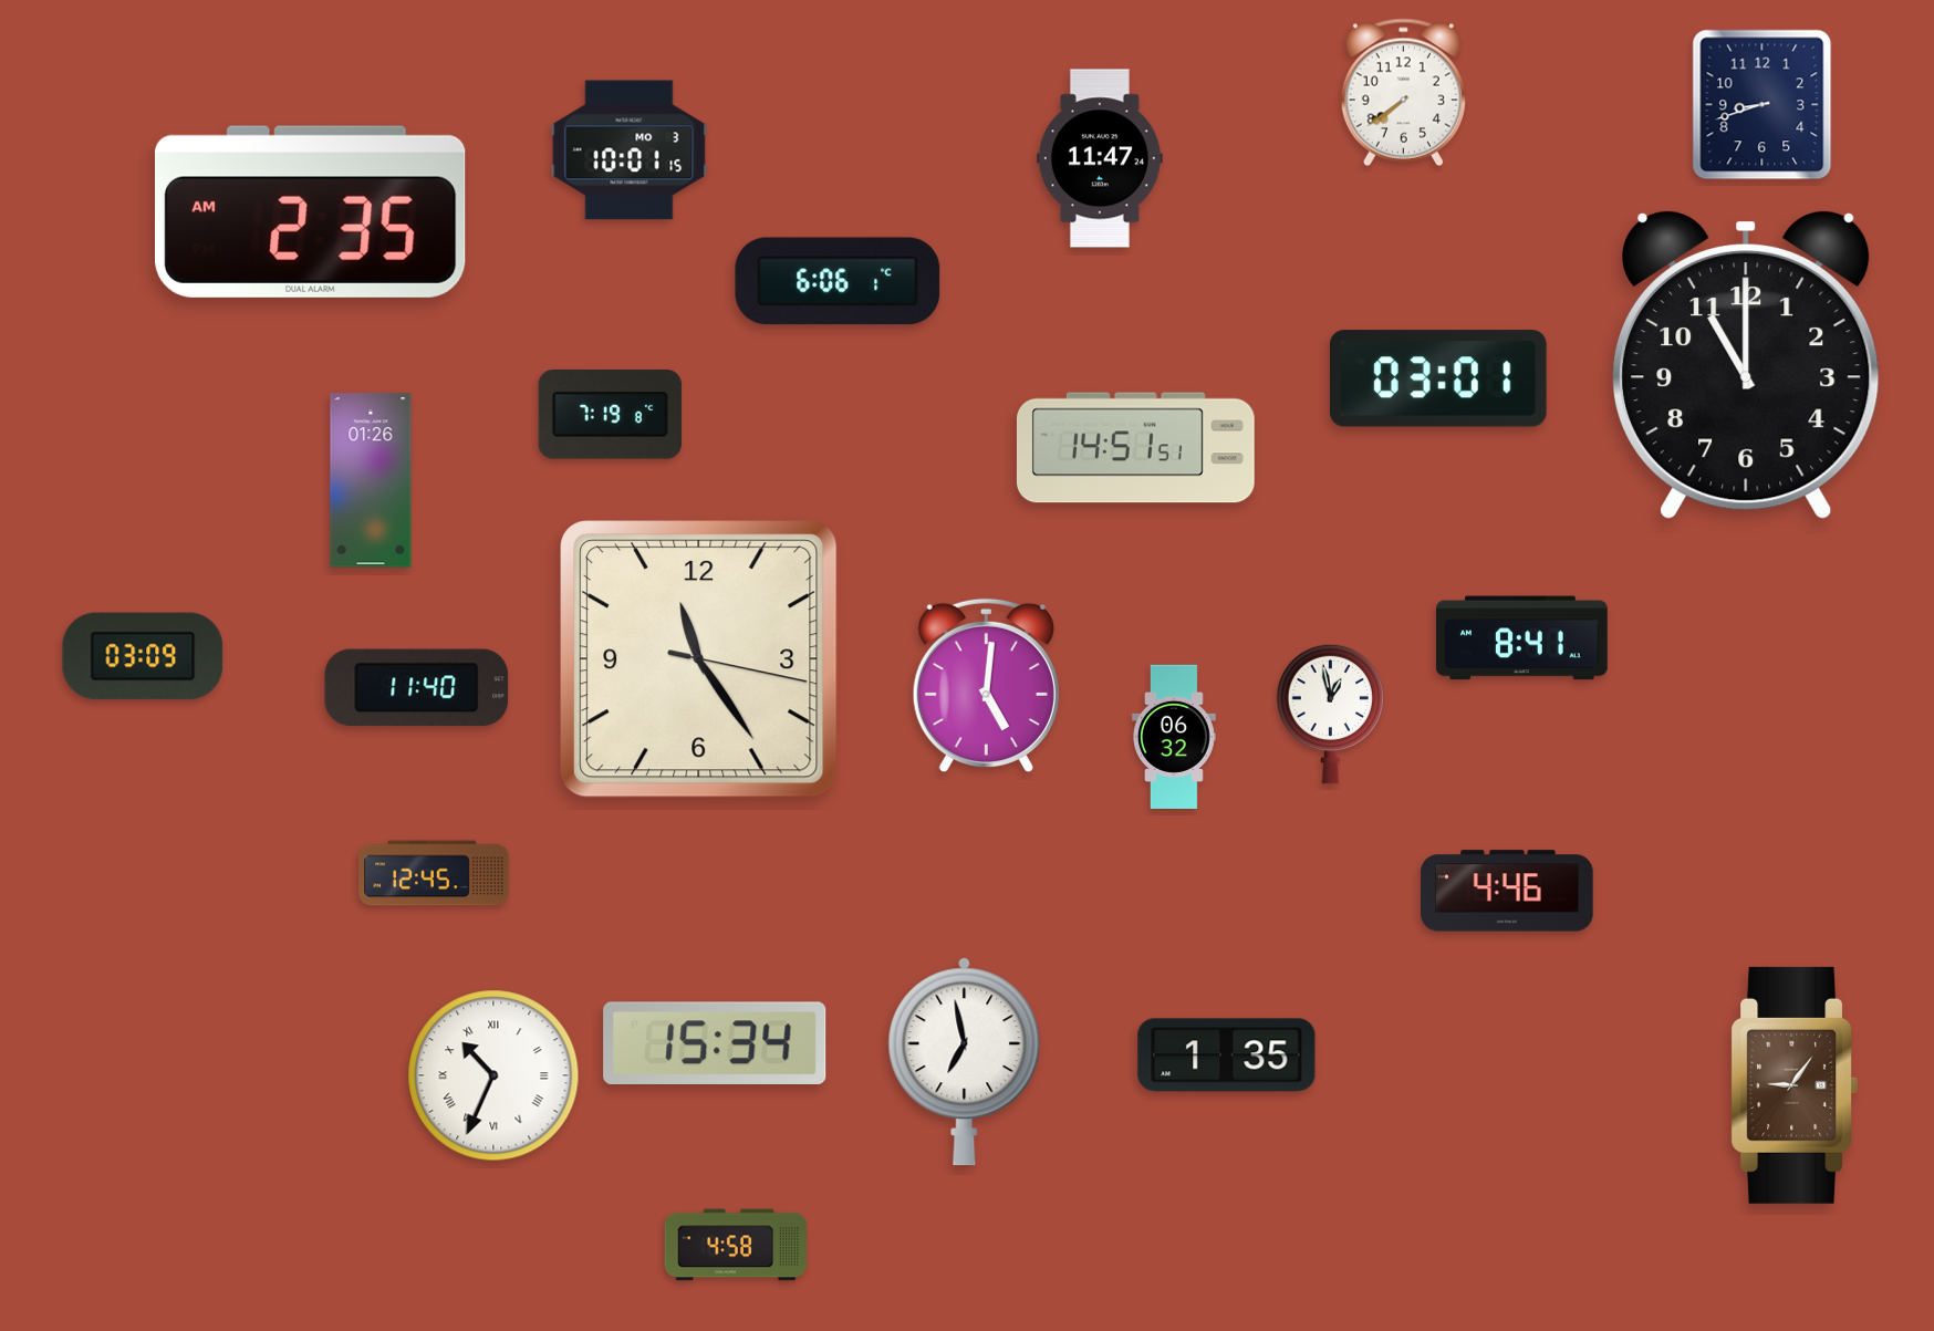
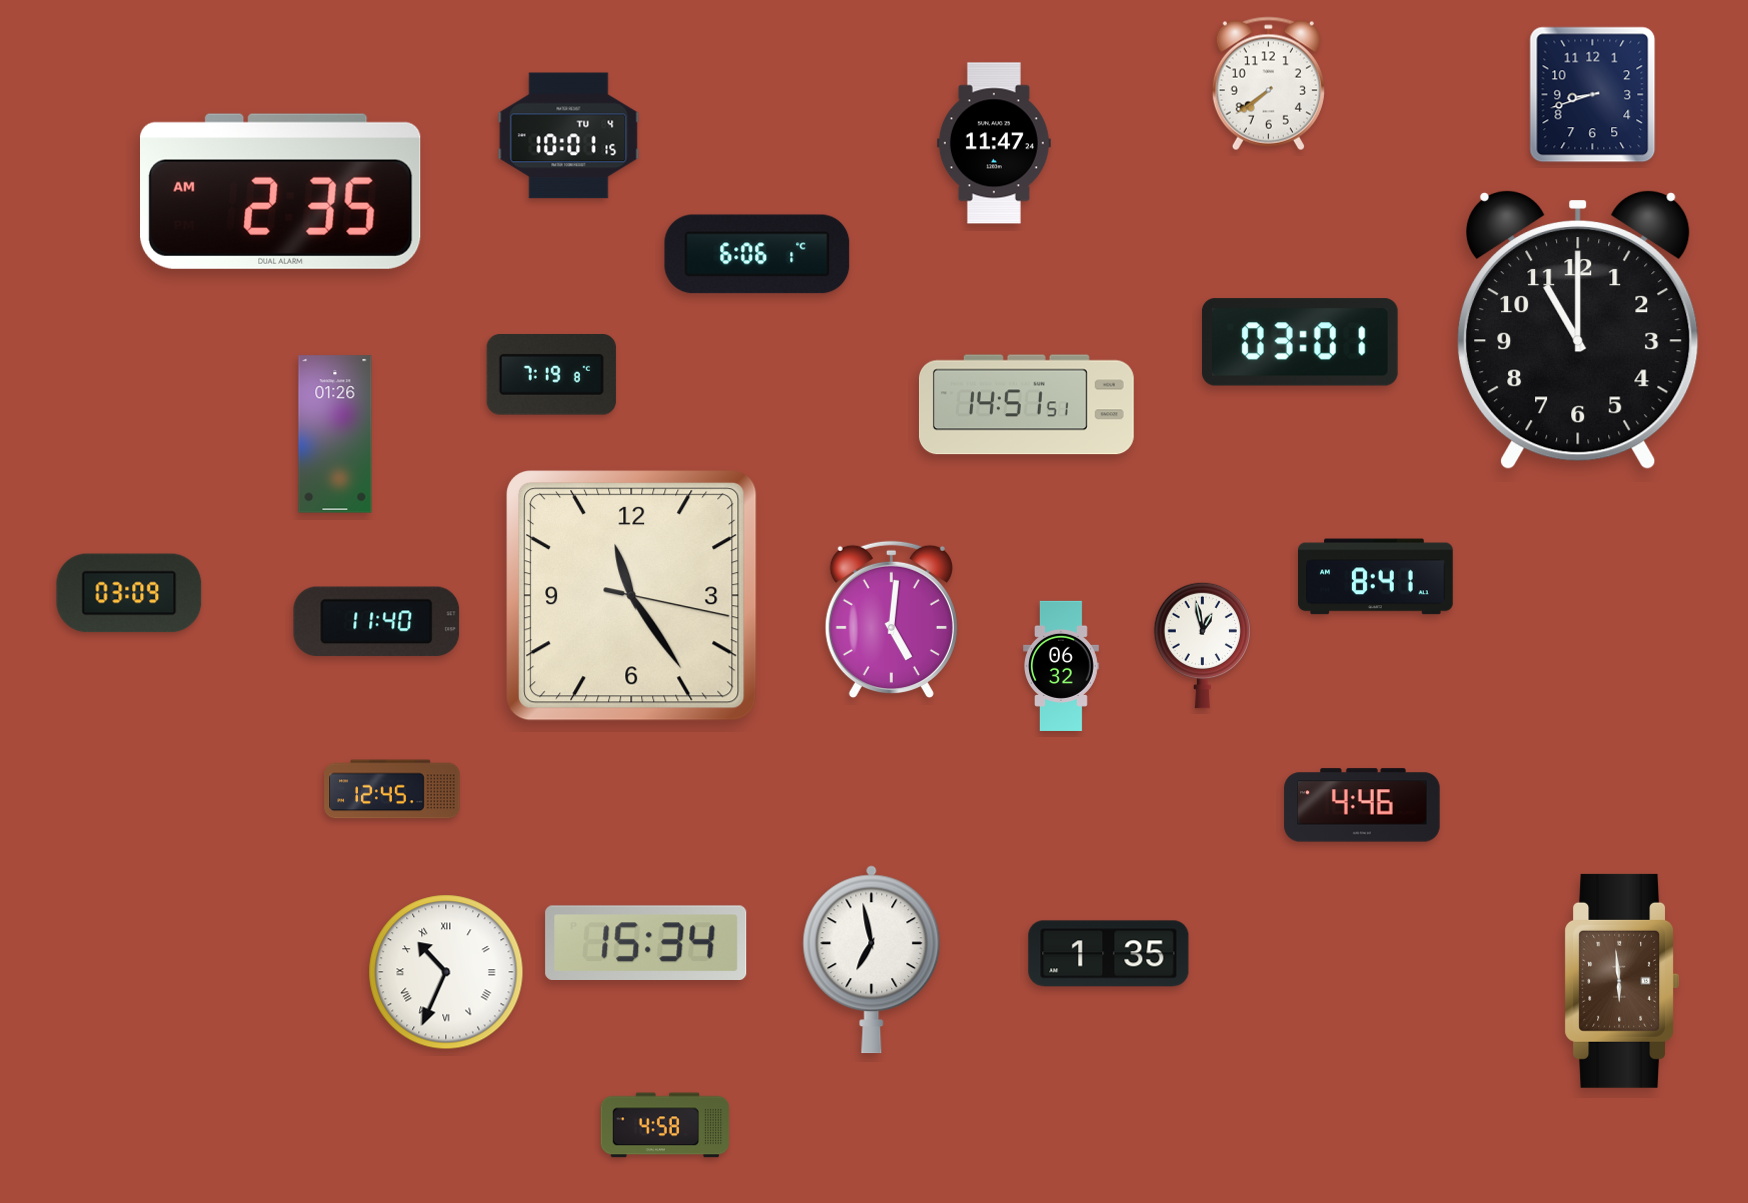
clock at (630, 150) date: MO 3 -> TU 4
clock at (1795, 1085): 9:06 -> 5:59
